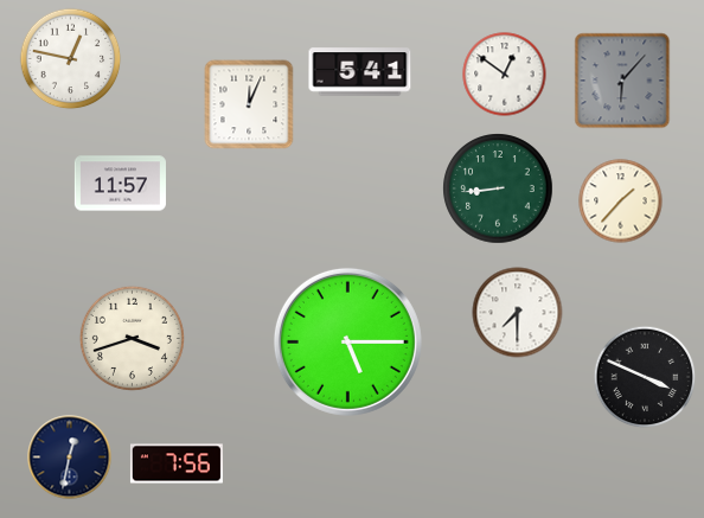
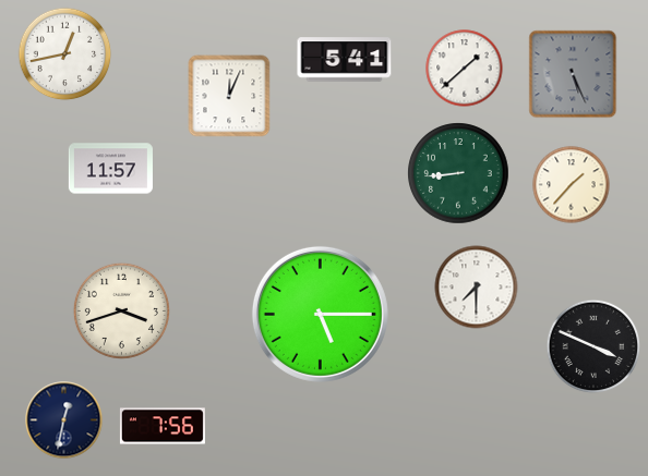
clock at (71, 59): 12:47 -> 12:43
clock at (360, 72) position: (360, 72) -> (345, 60)
clock at (505, 75): 12:51 -> 1:38
clock at (622, 81): 6:07 -> 5:26
